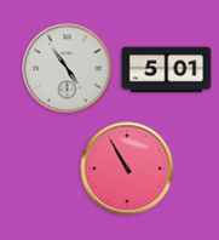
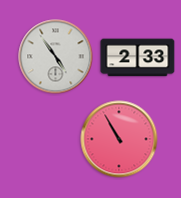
clock at (167, 70): 5:01 -> 2:33
clock at (127, 168) position: (127, 168) -> (119, 139)
